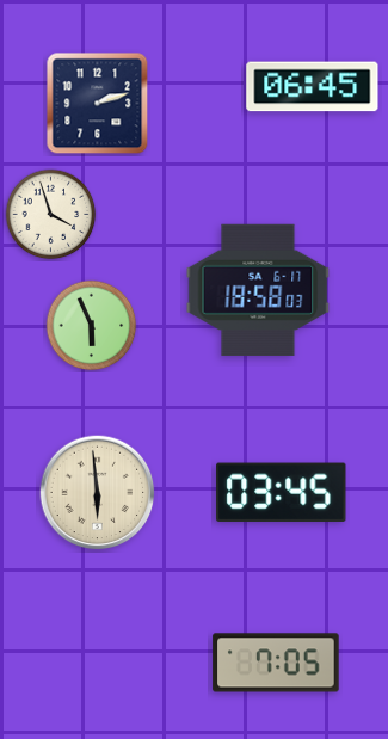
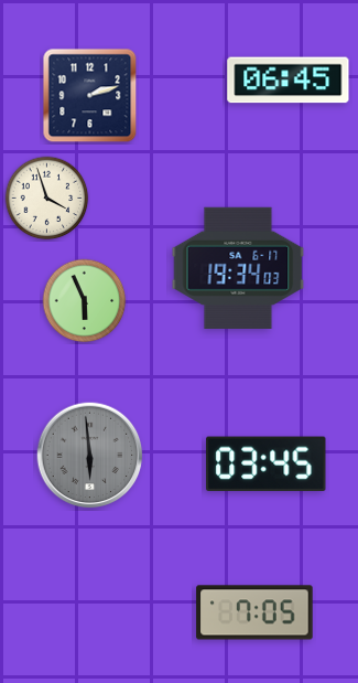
clock at (258, 290): 18:58 -> 19:34
clock at (282, 492) position: (282, 492) -> (267, 463)
clock at (98, 493) dial: cream -> grey
